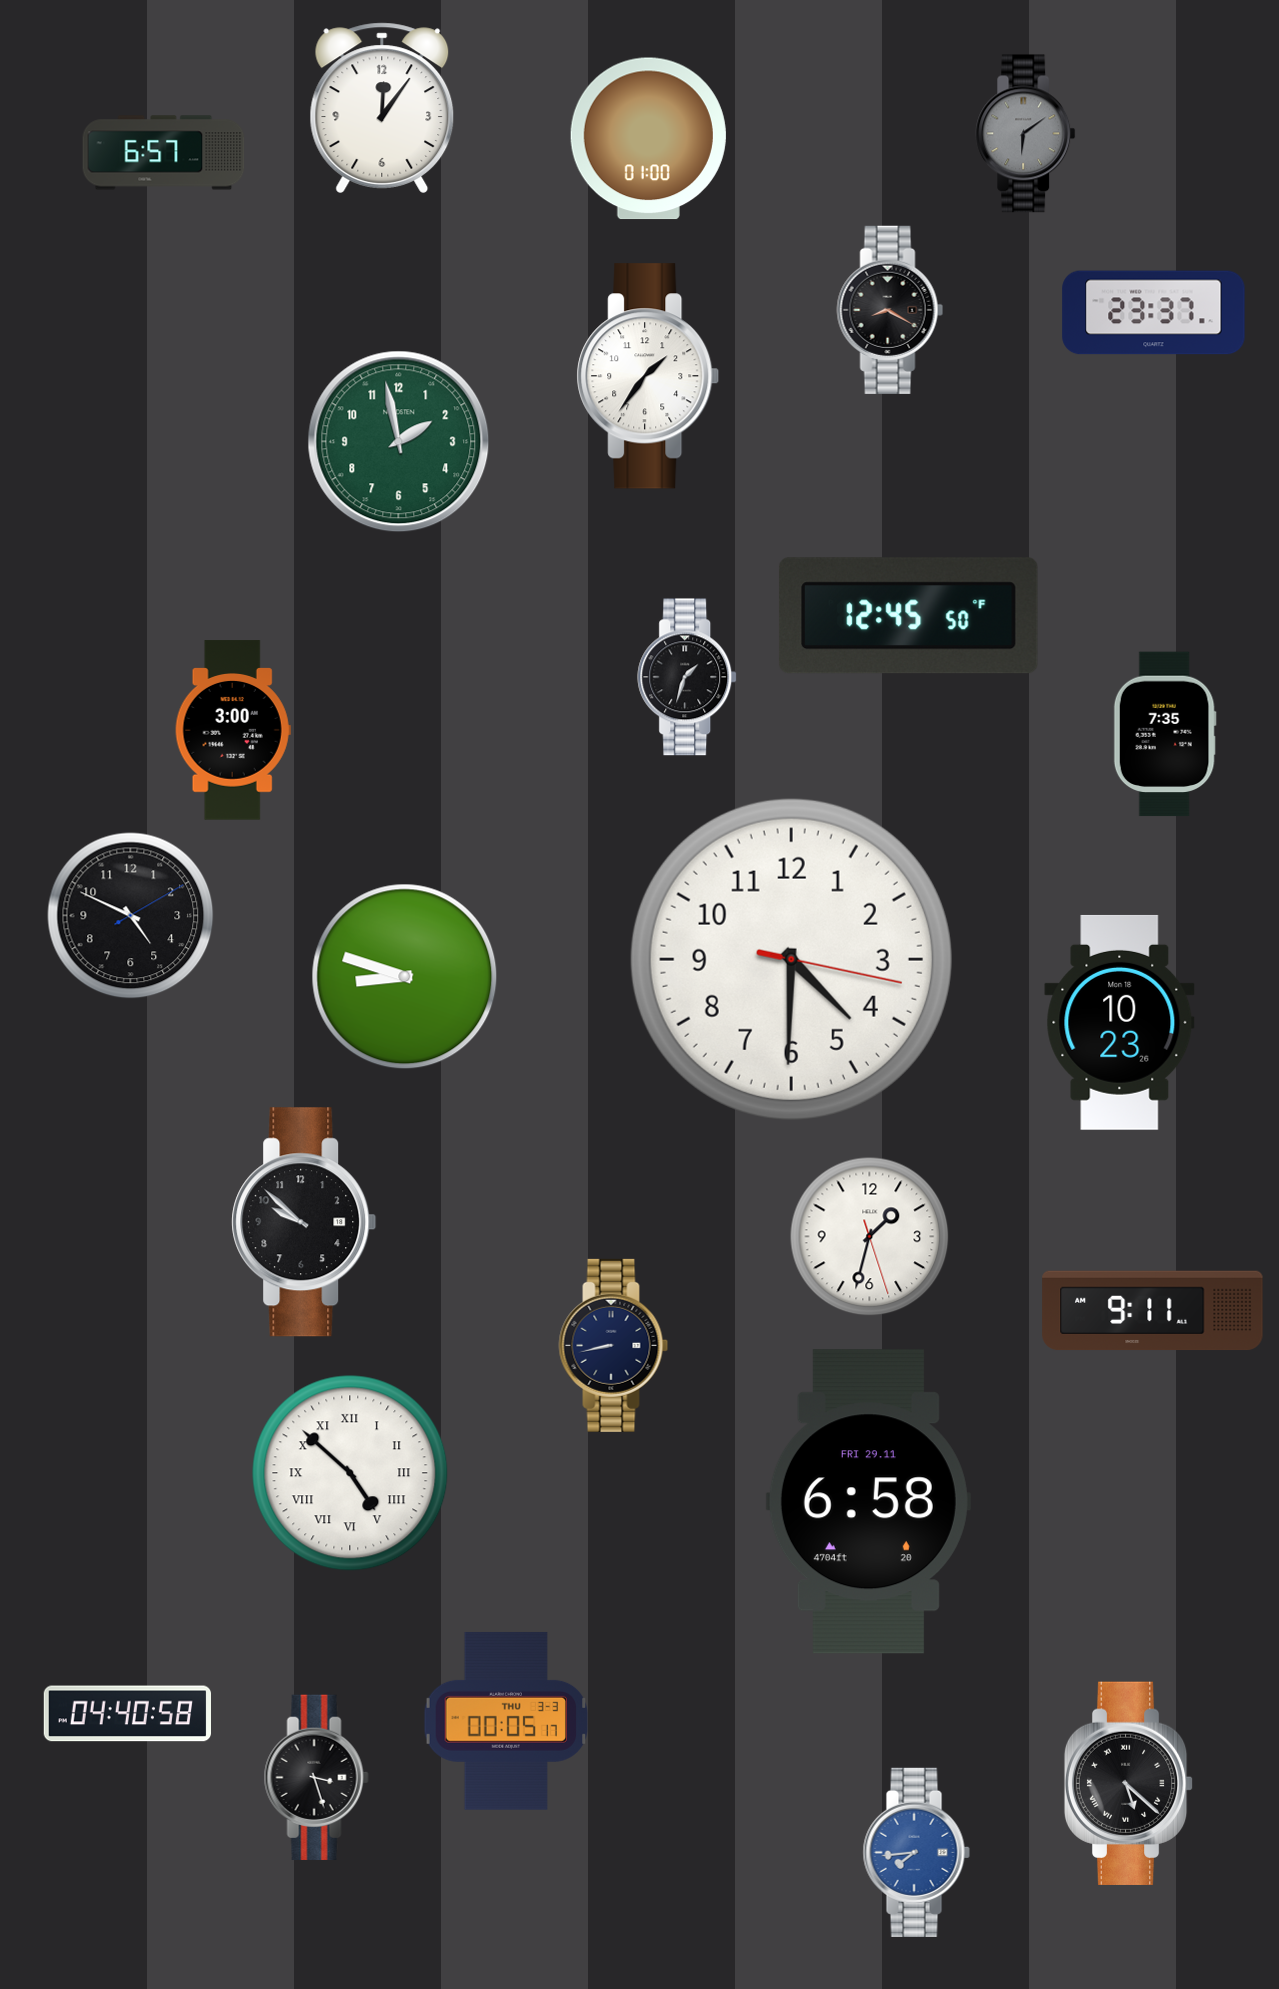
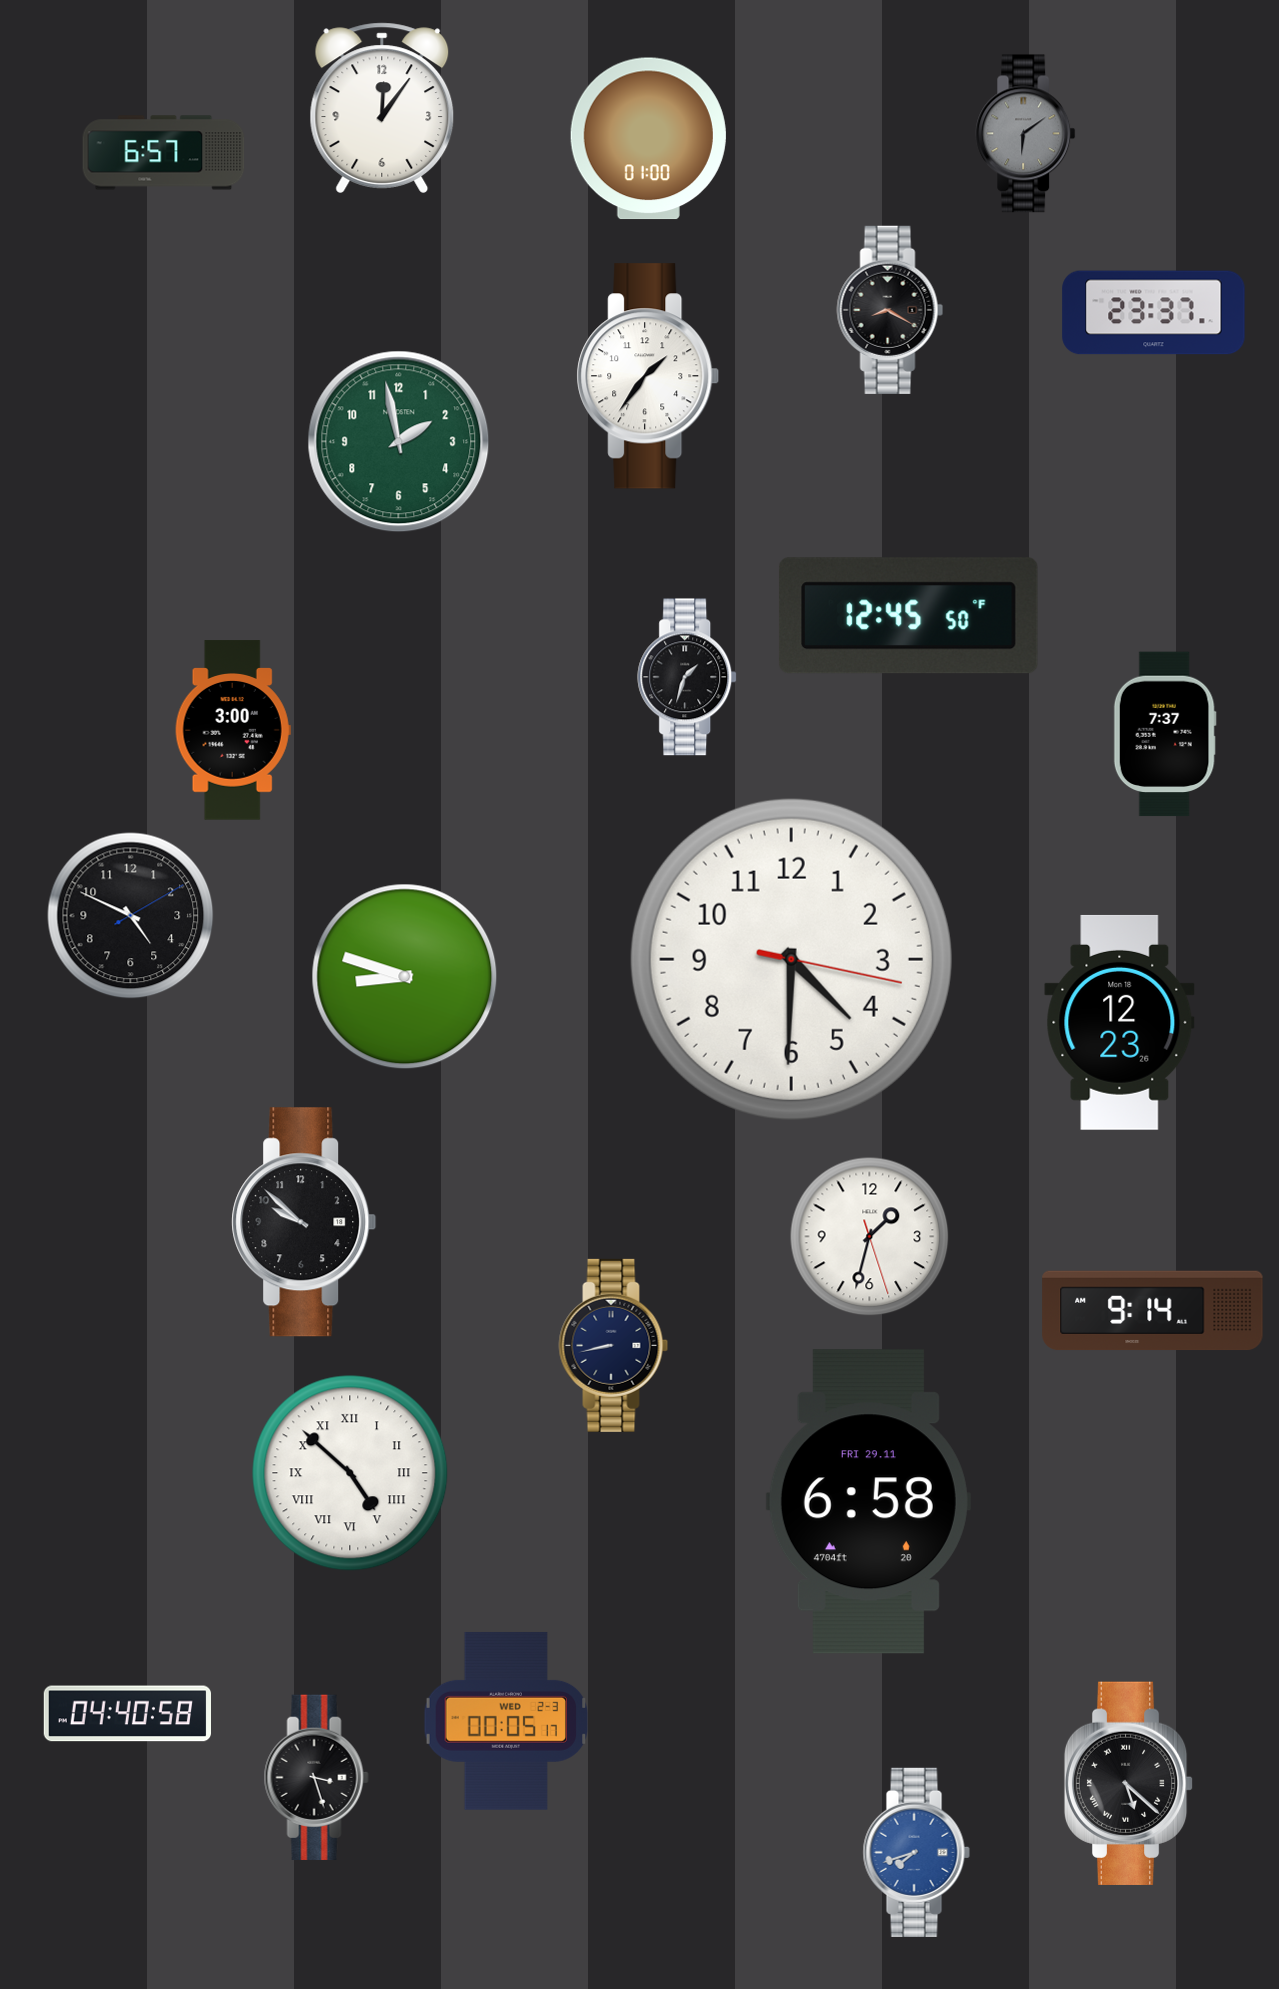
clock at (1165, 734): 7:35 -> 7:37
clock at (1120, 1022): 10:23 -> 12:23
clock at (1153, 1311): 9:11 -> 9:14
clock at (506, 1721) date: THU 3-3 -> WED 2-3
clock at (916, 1852): 7:44 -> 7:42
